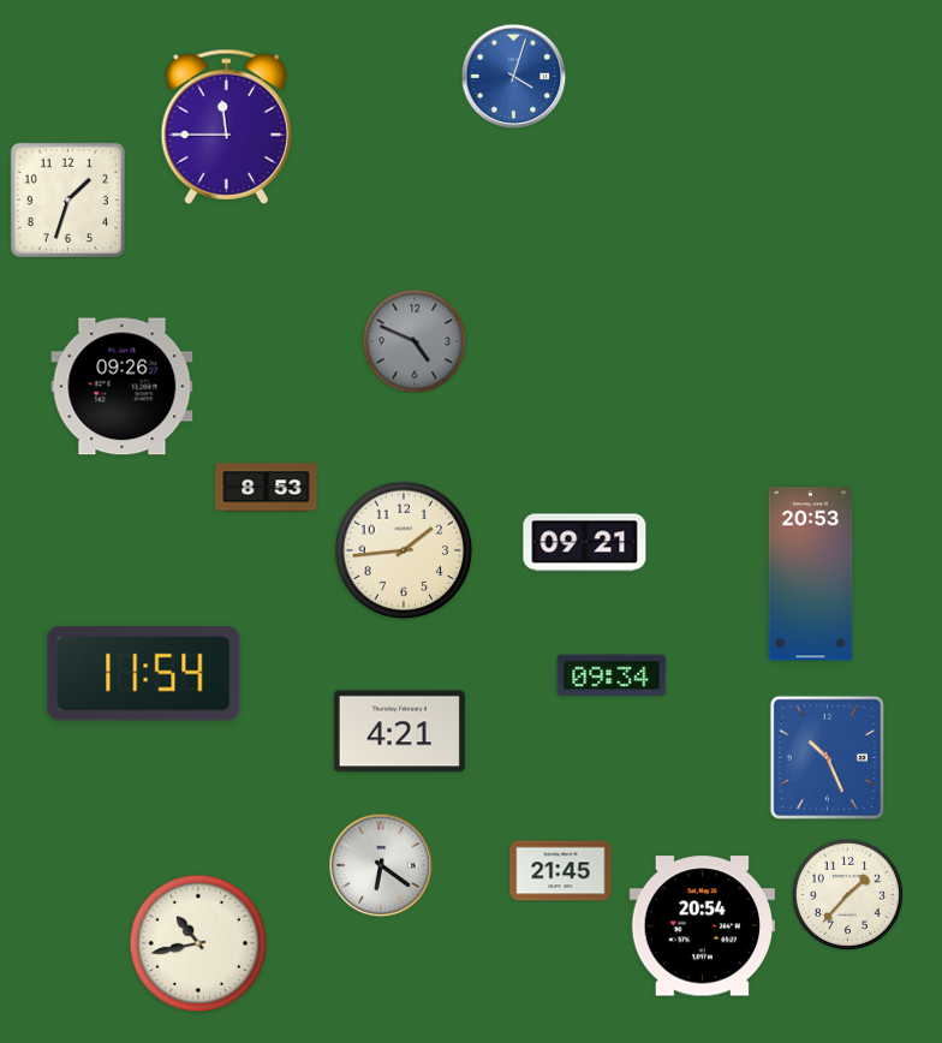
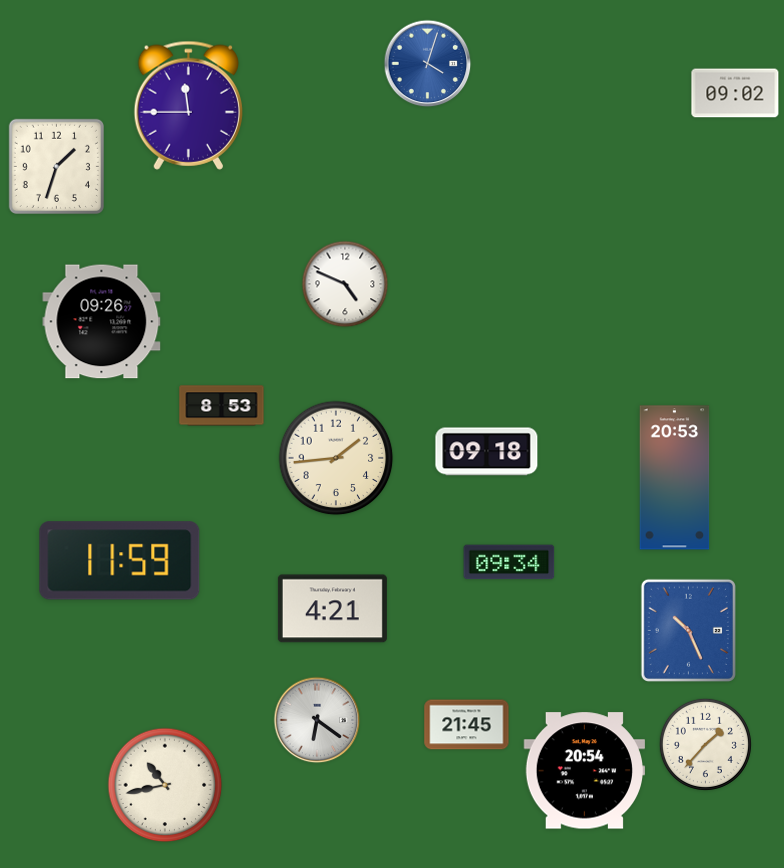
clock at (735, 93): none -> 09:02
clock at (415, 341) dial: grey -> white
clock at (585, 543): 09:21 -> 09:18
clock at (144, 674): 11:54 -> 11:59
